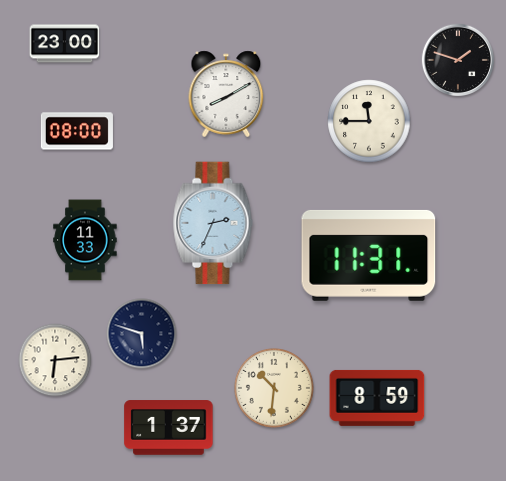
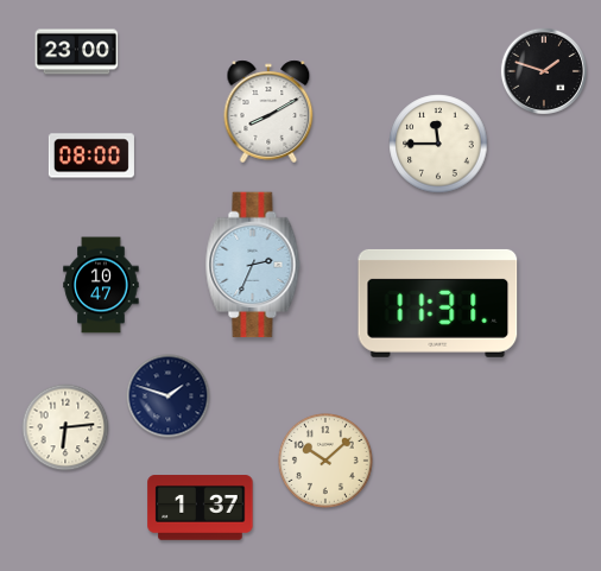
clock at (85, 240): 11:33 -> 10:47
clock at (142, 334): 5:48 -> 1:48
clock at (274, 388): 10:31 -> 10:08
clock at (377, 398): 8:59 -> none
